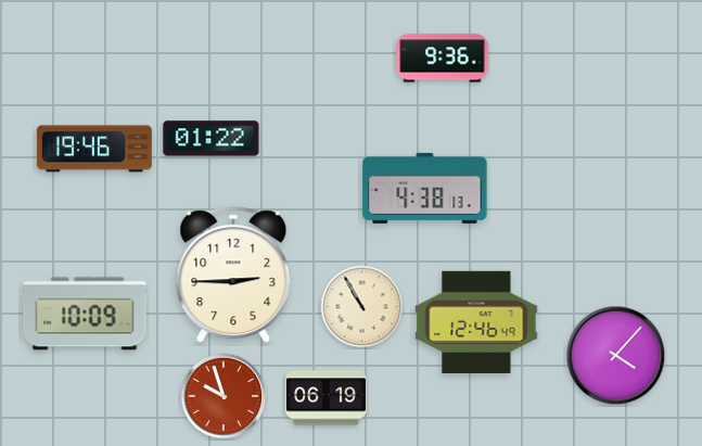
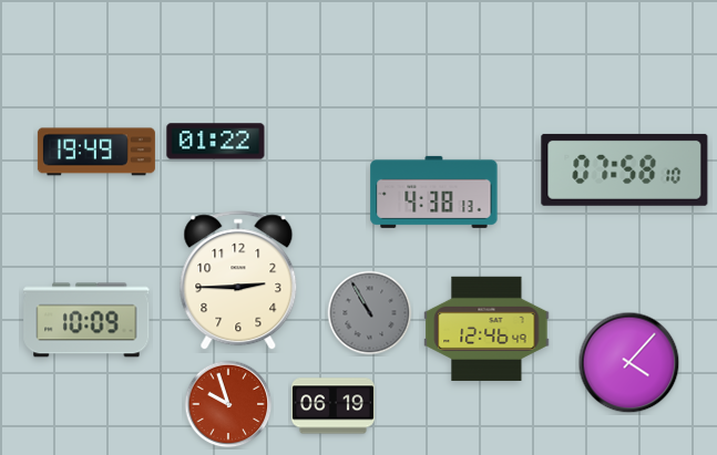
clock at (443, 59): 9:36 -> none
clock at (94, 149): 19:46 -> 19:49
clock at (625, 169): none -> 07:58
clock at (362, 307) dial: cream -> grey
